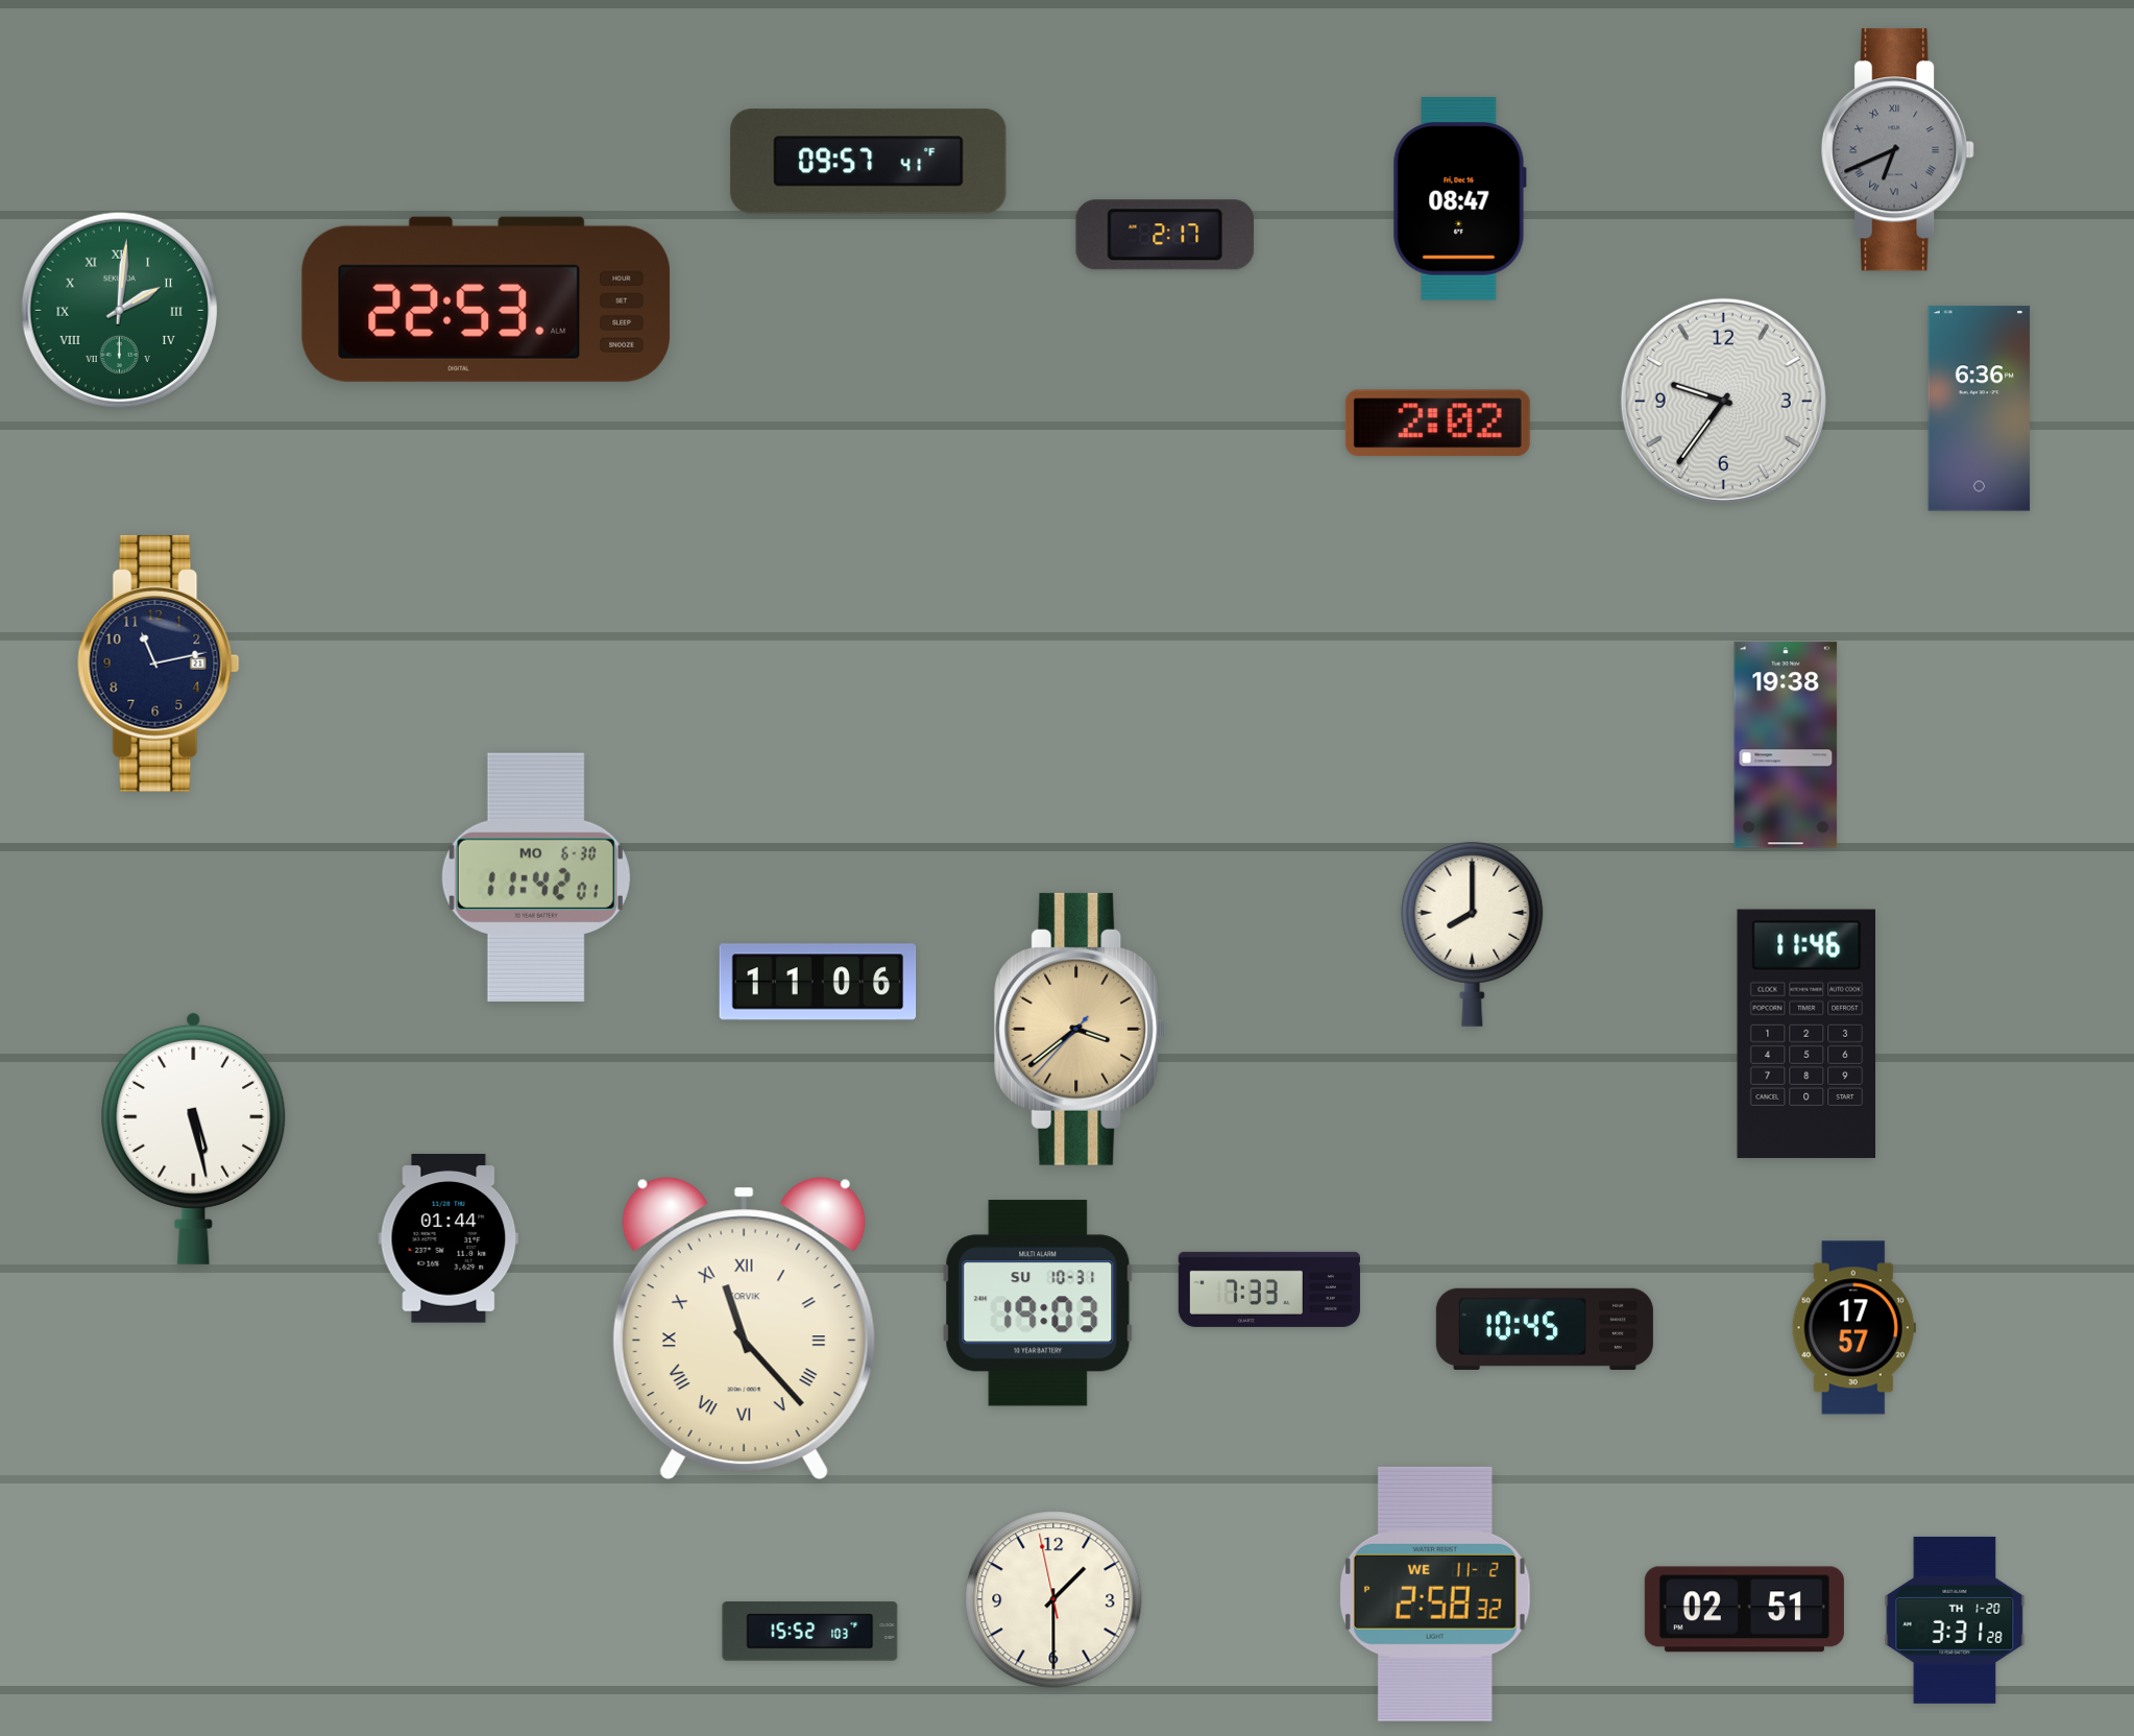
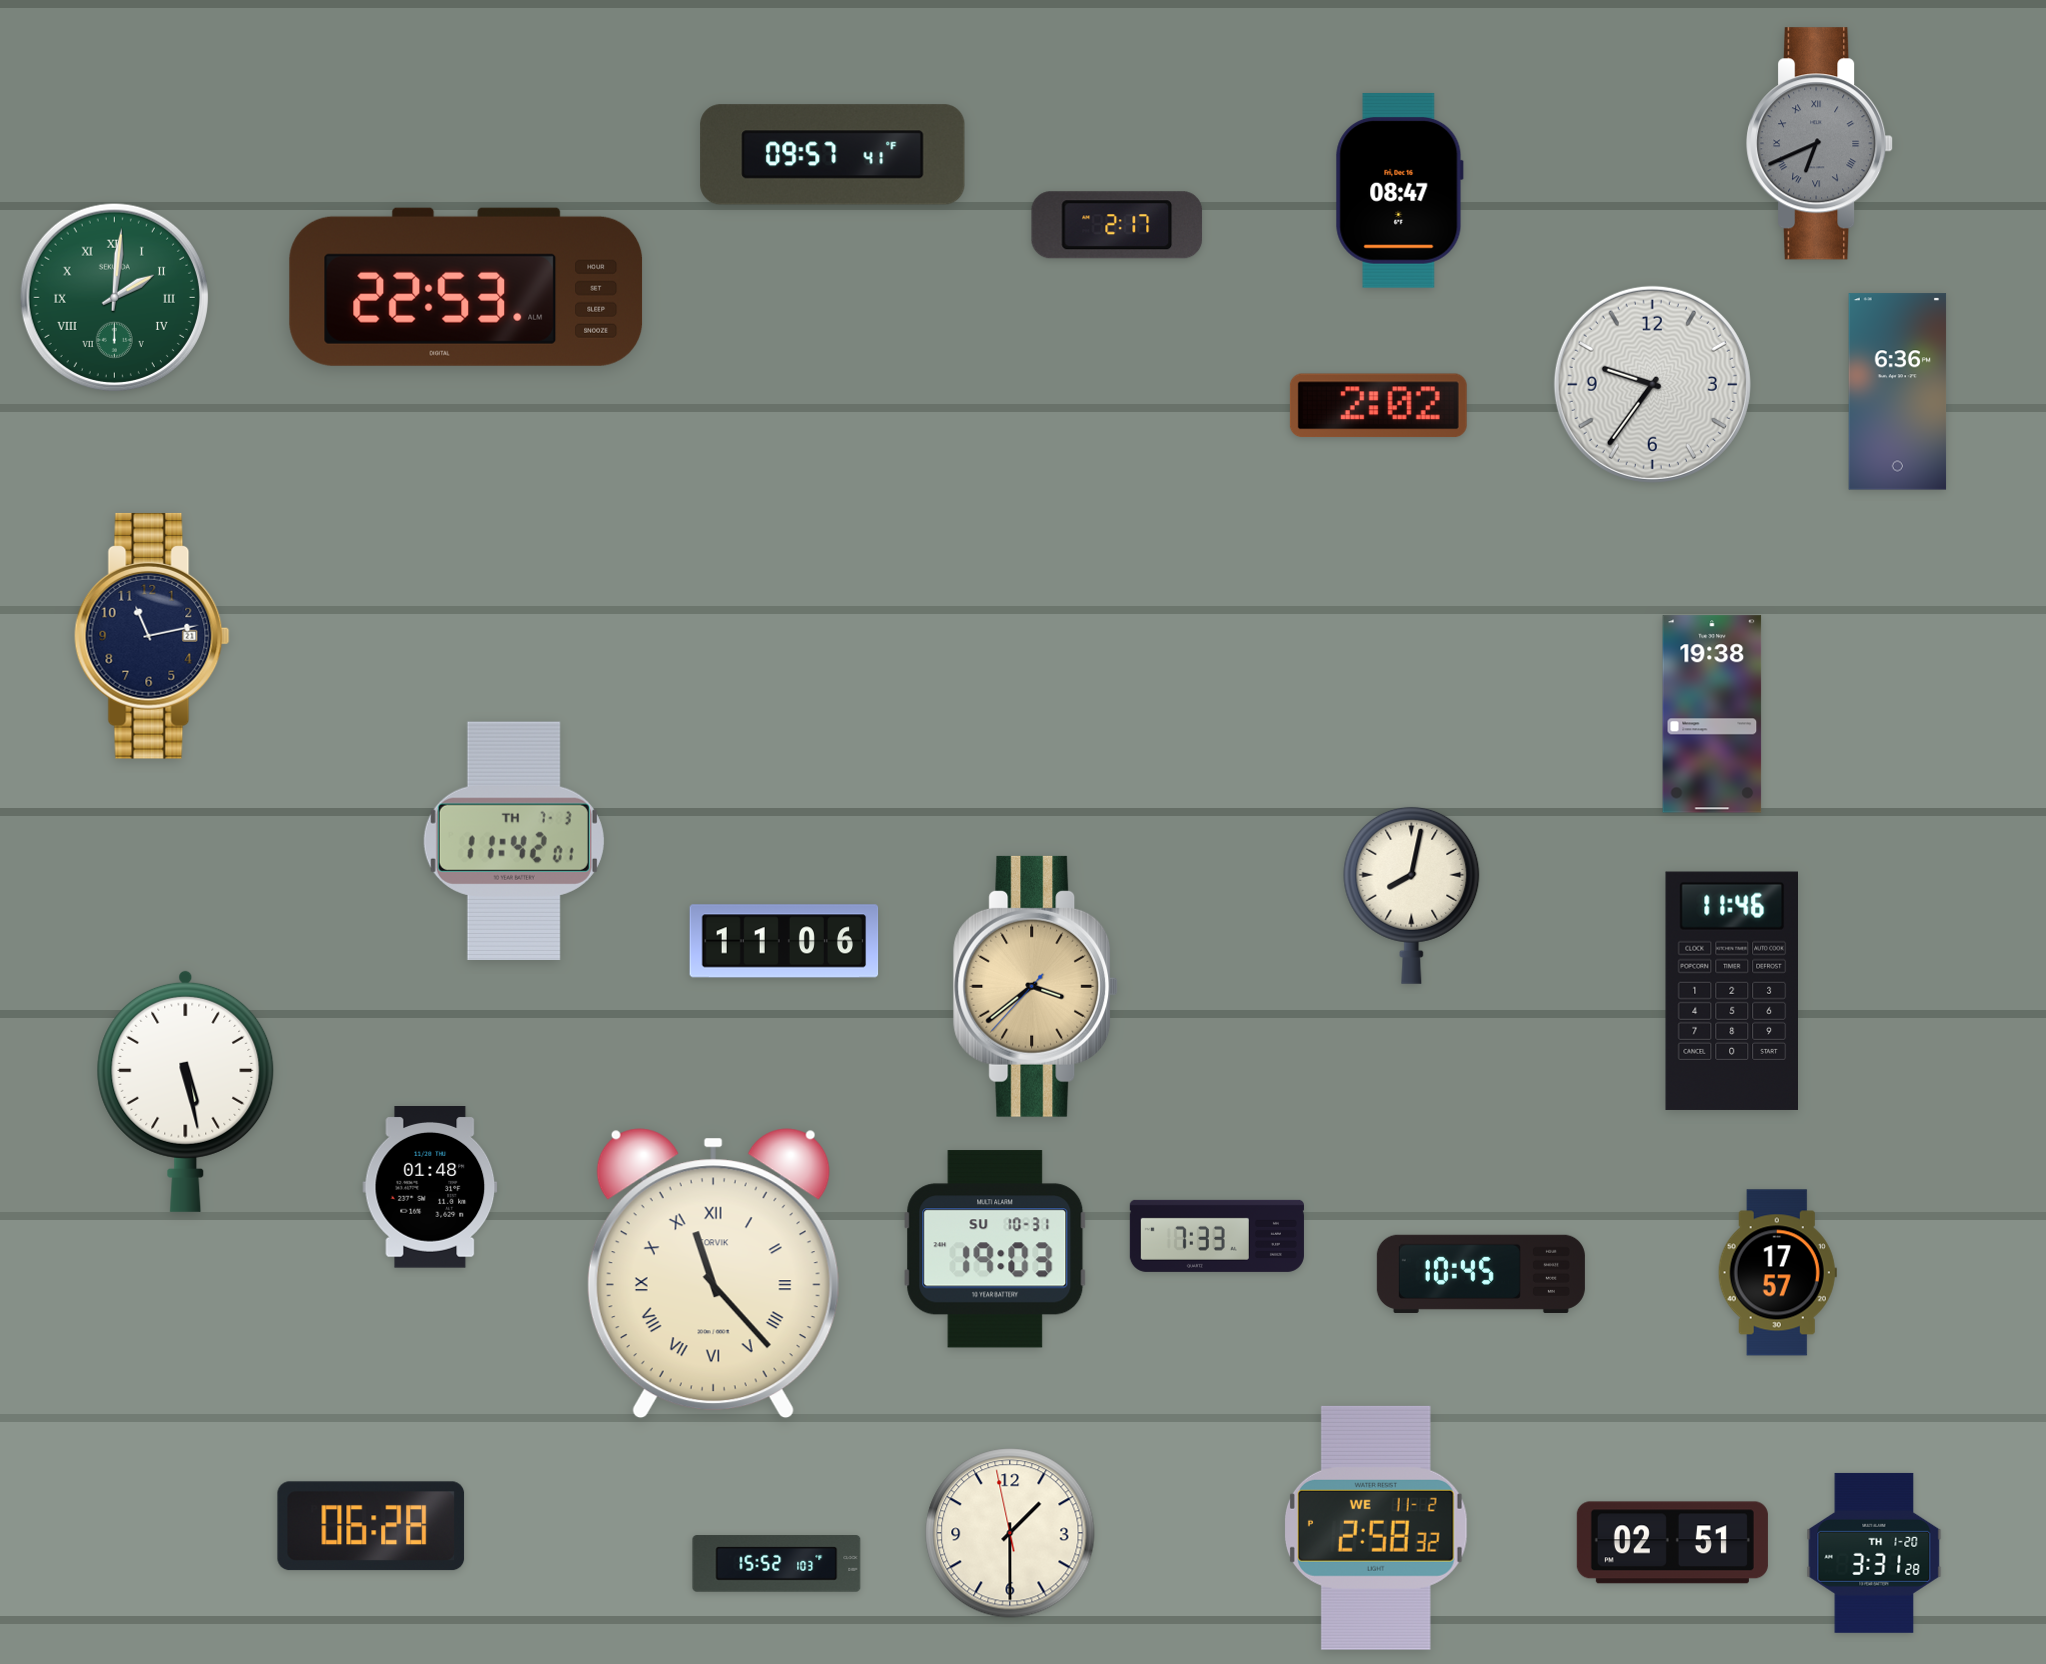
clock at (536, 877) date: MO 6-30 -> TH 7-3
clock at (1473, 934): 8:00 -> 8:02
clock at (448, 1239): 01:44 -> 01:48
clock at (371, 1526): none -> 06:28
